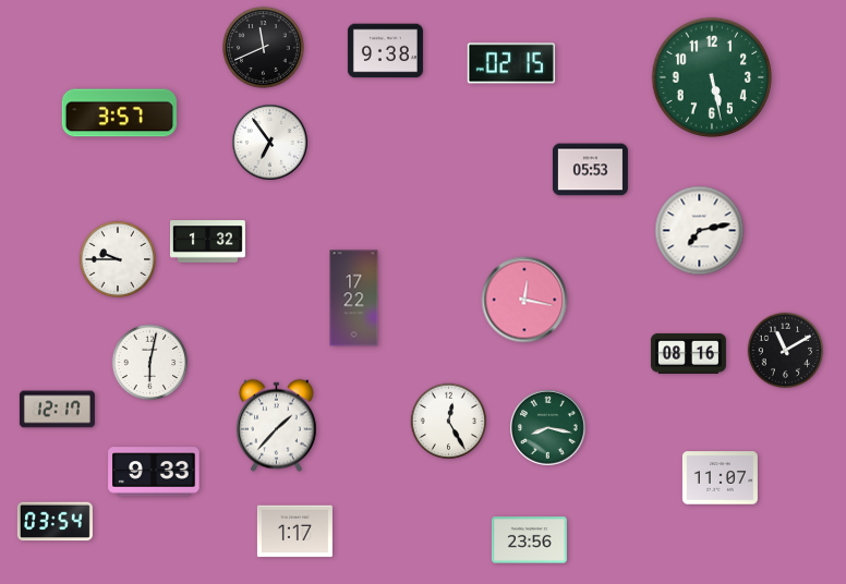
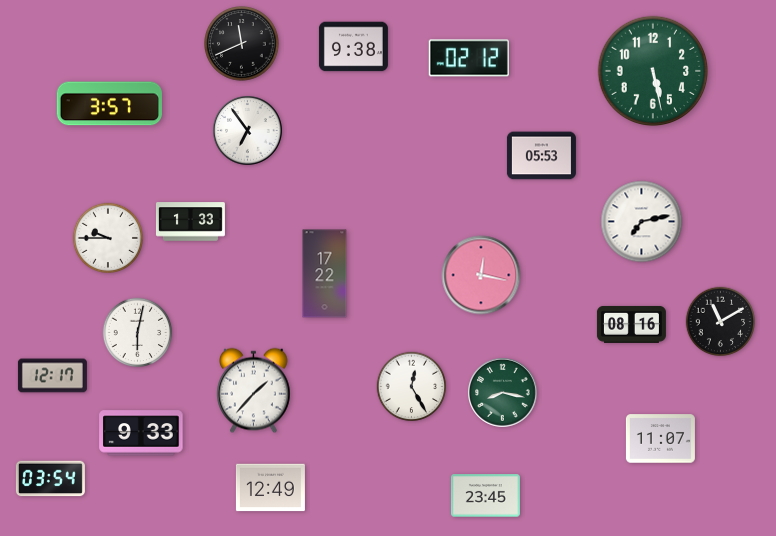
clock at (511, 63): 02:15 -> 02:12
clock at (700, 231) position: (700, 231) -> (642, 222)
clock at (207, 242): 1:32 -> 1:33
clock at (294, 532): 1:17 -> 12:49
clock at (529, 540): 23:56 -> 23:45
